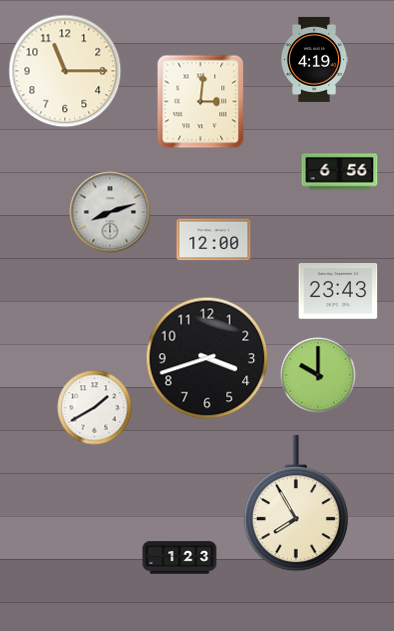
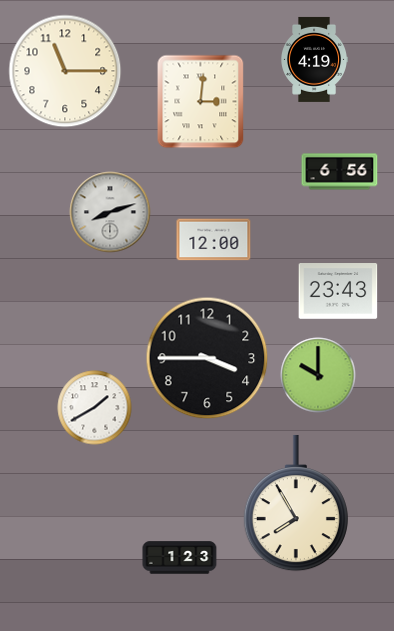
clock at (207, 358): 3:42 -> 3:45
